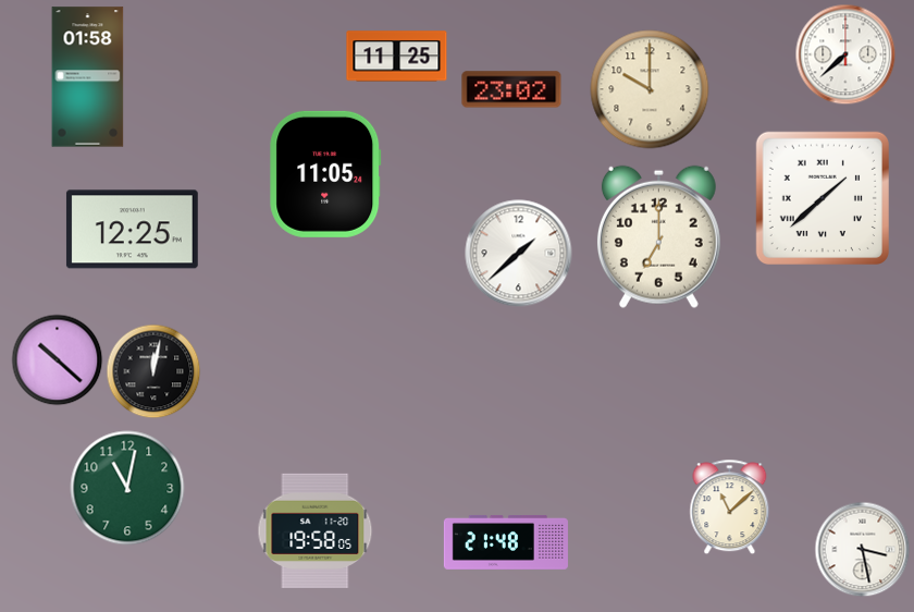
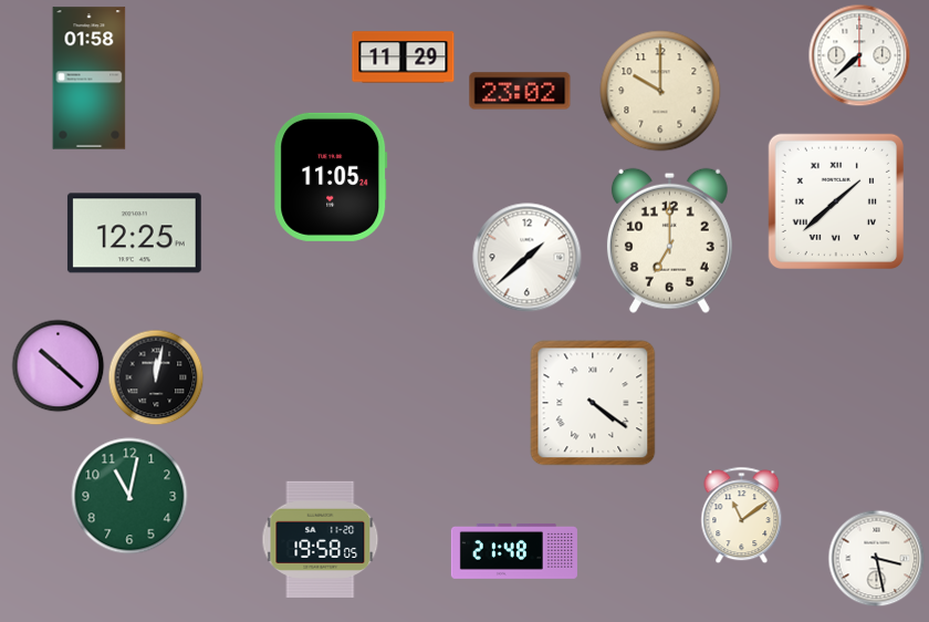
clock at (397, 57): 11:25 -> 11:29
clock at (593, 403): none -> 4:21
clock at (730, 506): 11:08 -> 11:09
